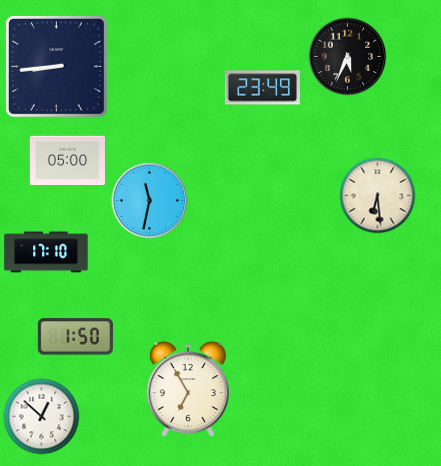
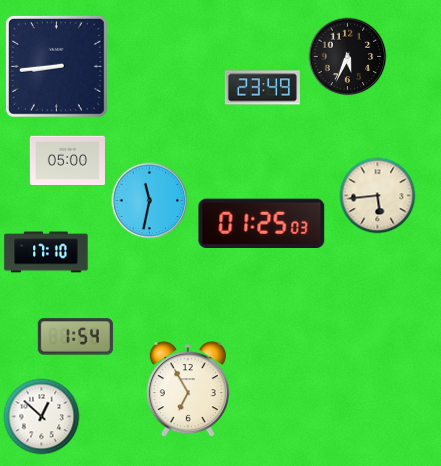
clock at (378, 196): 6:29 -> 5:44
clock at (262, 224): none -> 01:25
clock at (75, 337): 1:50 -> 1:54
